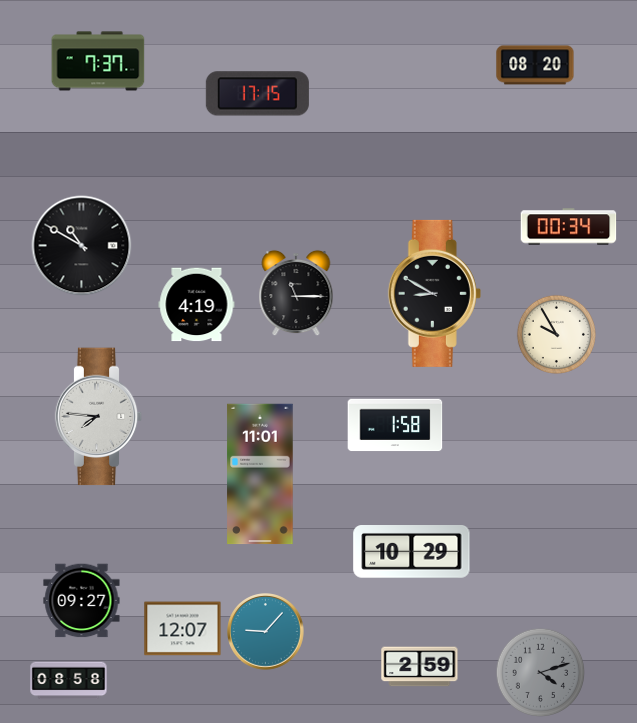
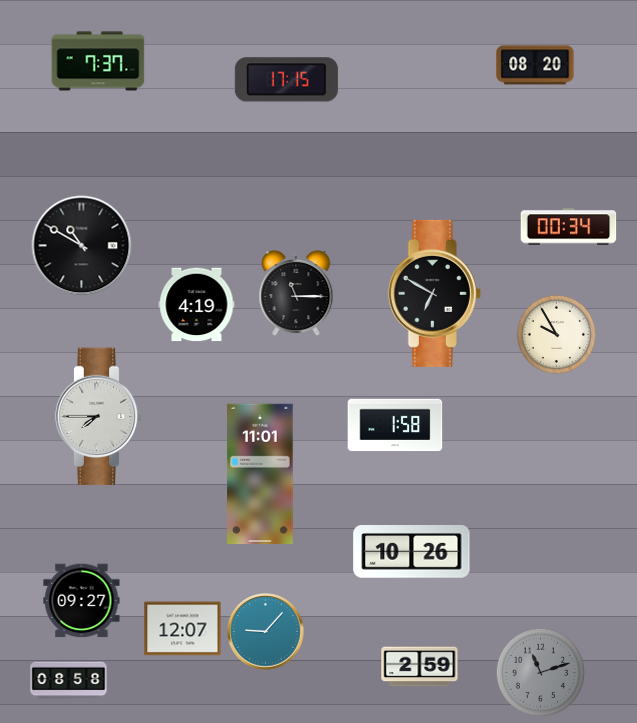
clock at (257, 94) position: (257, 94) -> (286, 80)
clock at (434, 293): 8:50 -> 6:50
clock at (99, 417): 7:46 -> 7:45
clock at (412, 552): 10:29 -> 10:26
clock at (540, 672): 4:12 -> 11:12
